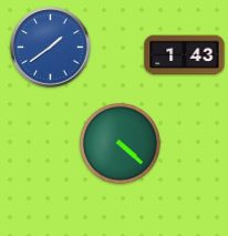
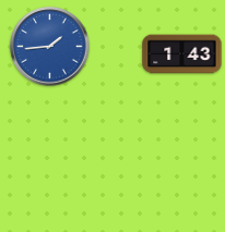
clock at (51, 48): 1:39 -> 1:44
clock at (120, 143): 4:22 -> none
